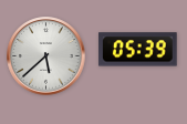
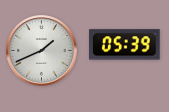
clock at (46, 56): 5:38 -> 1:41
